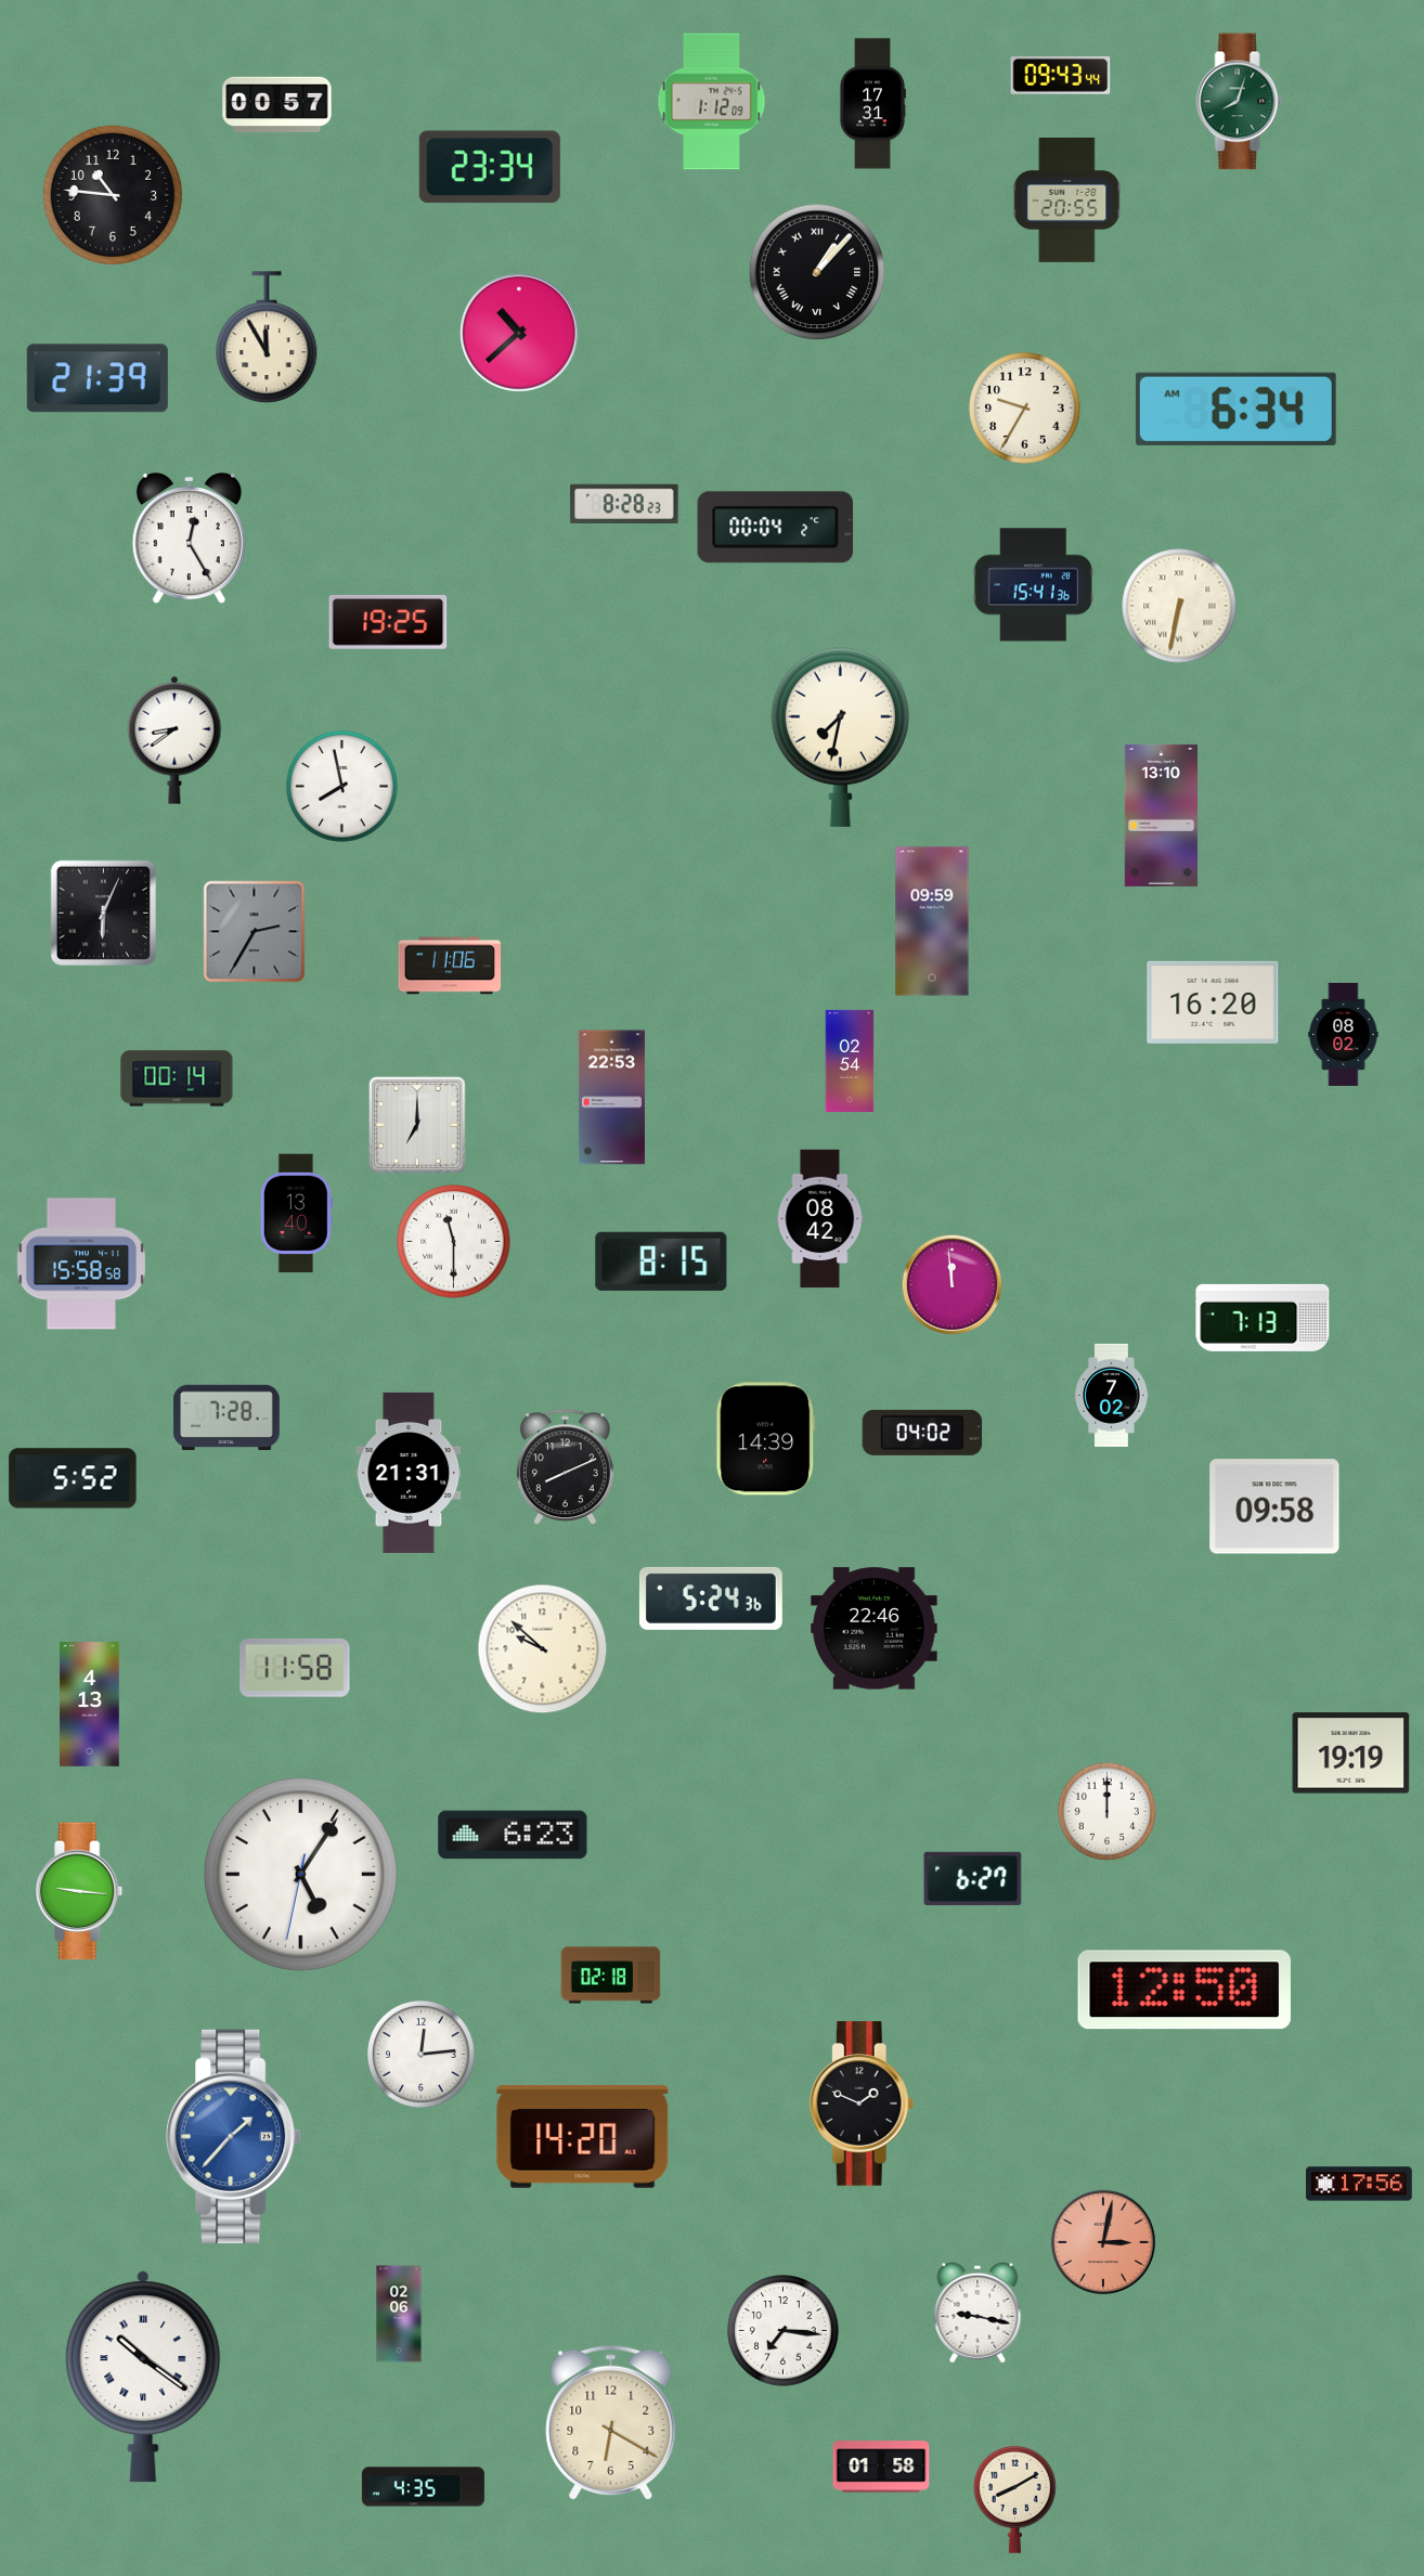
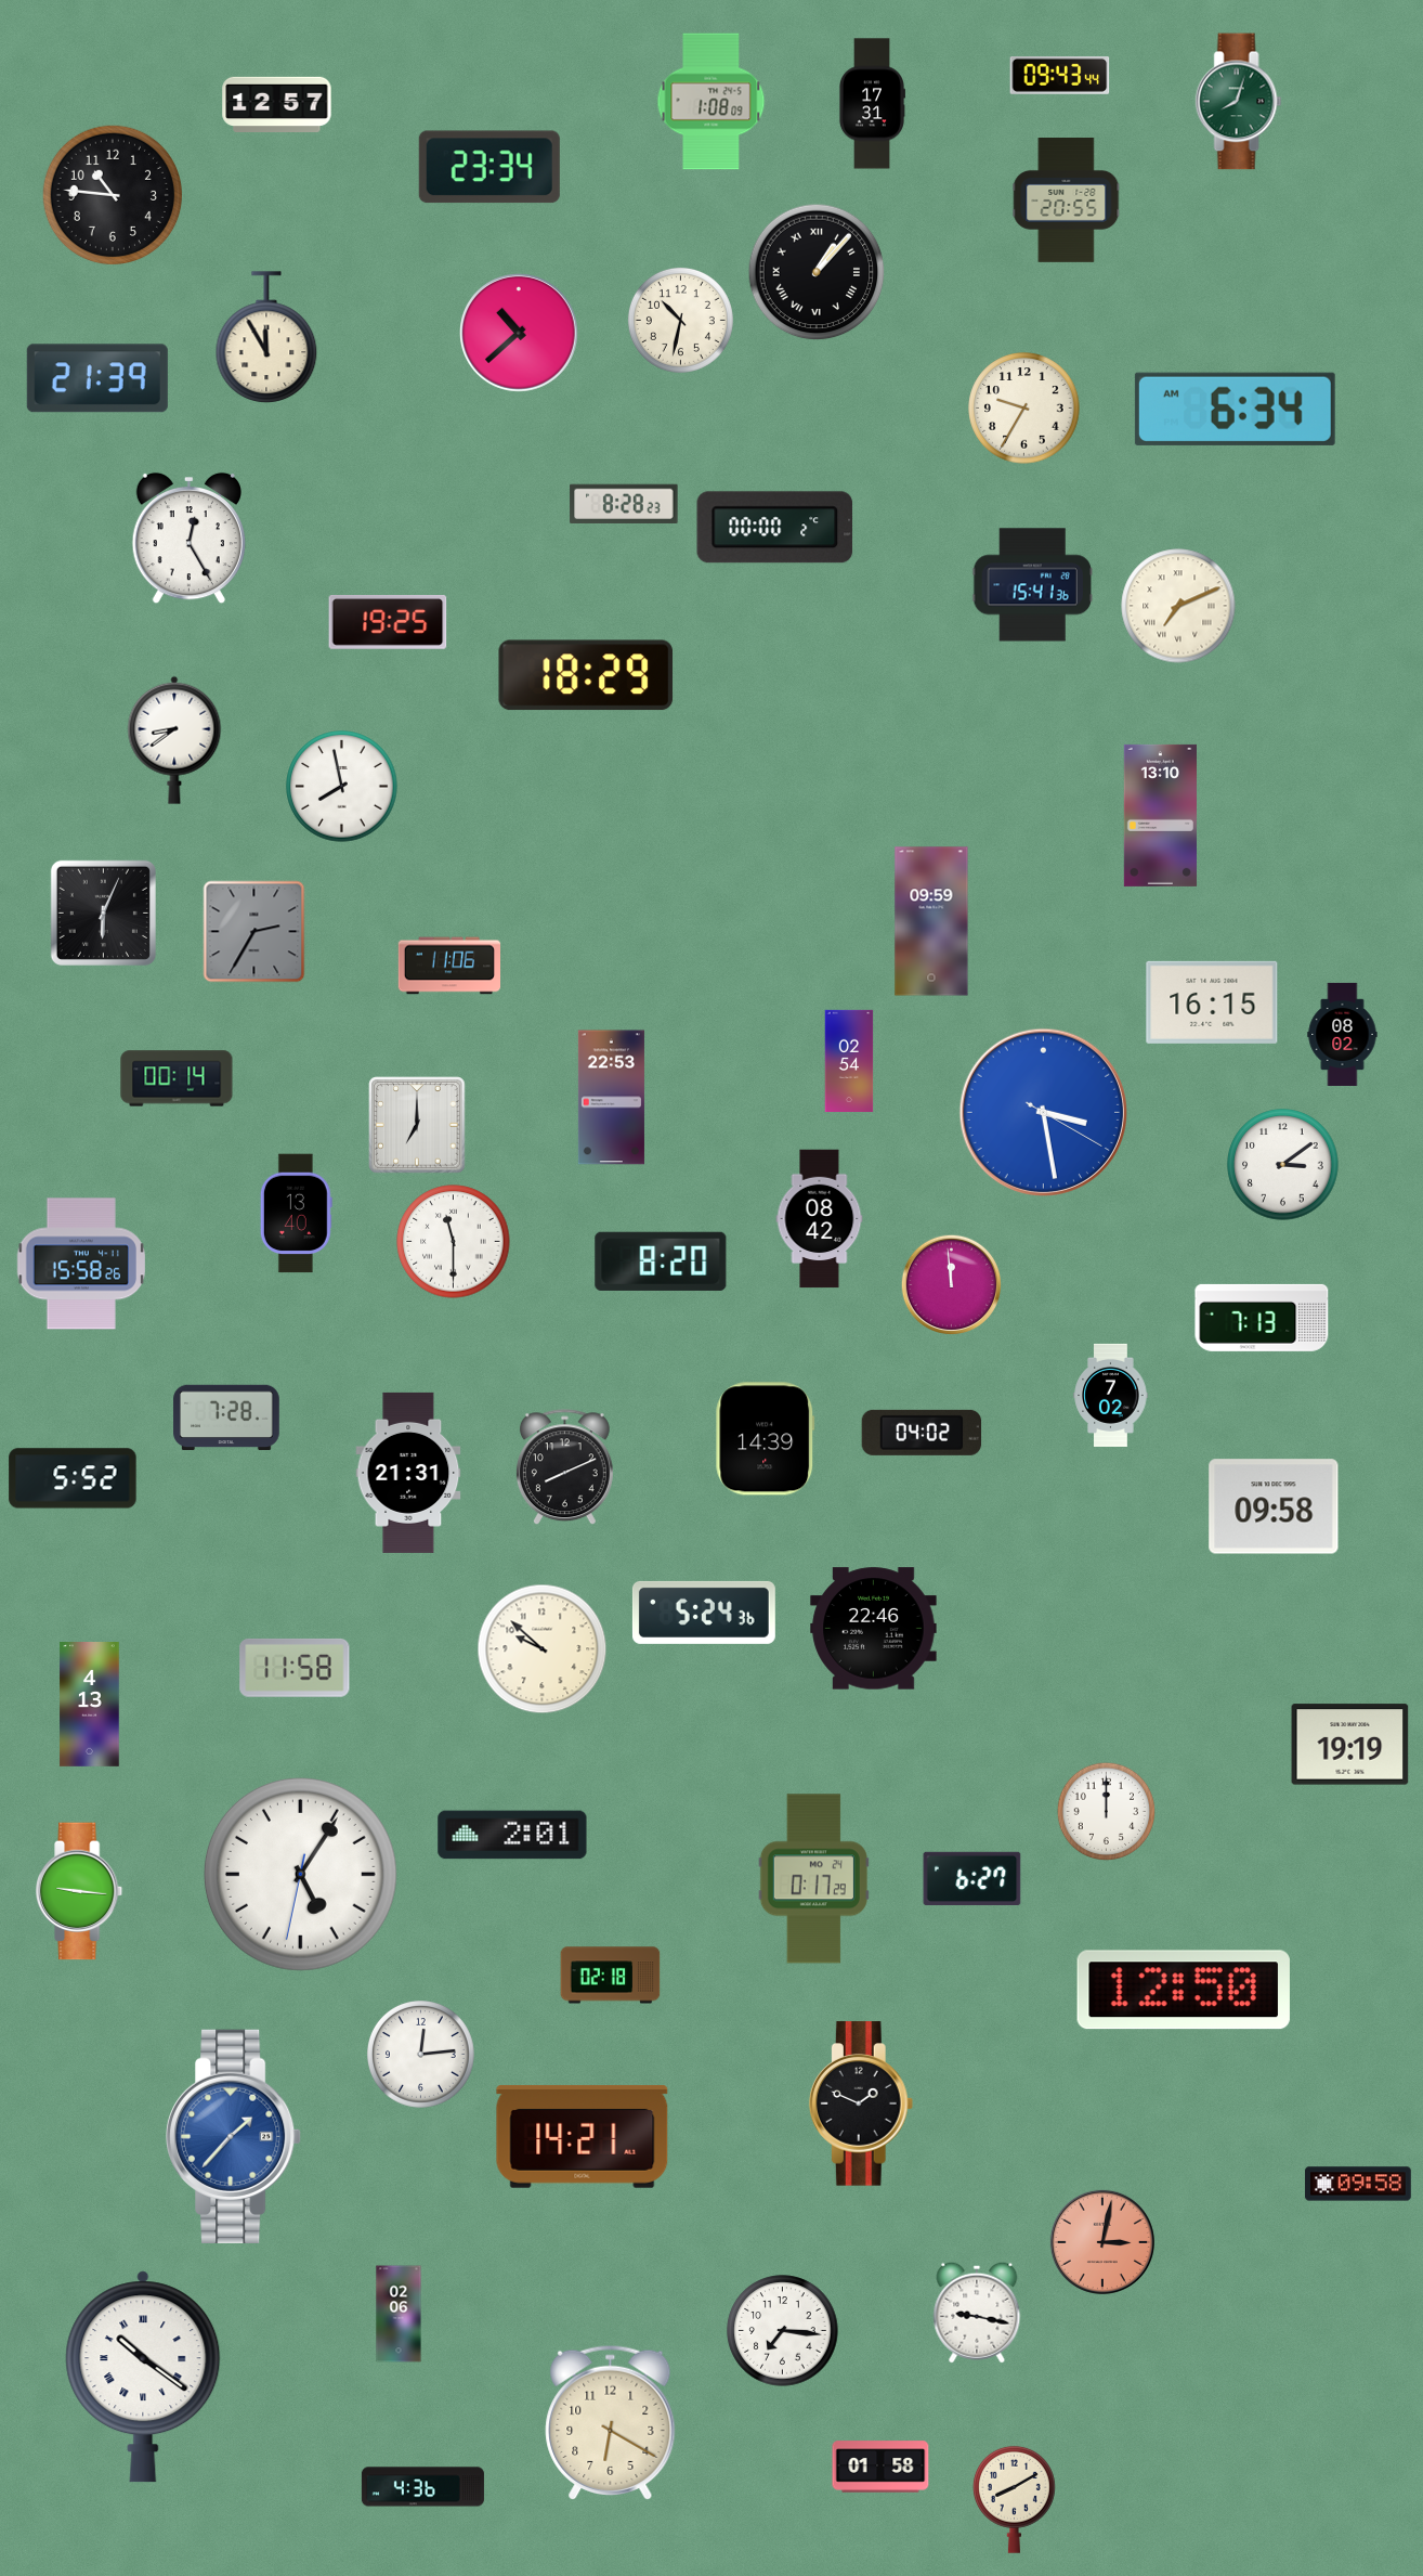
clock at (712, 102): 1:12 -> 1:08
clock at (277, 105): 00:57 -> 12:57
clock at (680, 320): none -> 10:32
clock at (776, 528): 00:04 -> 00:00
clock at (1179, 606): 6:32 -> 7:11
clock at (586, 675): none -> 18:29
clock at (840, 737): 7:32 -> none
clock at (1213, 1002): 16:20 -> 16:15
clock at (1043, 1112): none -> 3:28
clock at (1283, 1165): none -> 3:09
clock at (661, 1261): 8:15 -> 8:20
clock at (81, 1264): 15:58:58 -> 15:58:26
clock at (711, 1598) position: (711, 1598) -> (704, 1613)
clock at (1351, 1753) position: (1351, 1753) -> (1350, 1745)
clock at (513, 1835): 6:23 -> 2:01
clock at (813, 1879): none -> 0:17
clock at (583, 2136): 14:20 -> 14:21
clock at (1359, 2184): 17:56 -> 09:58
clock at (423, 2487): 4:35 -> 4:36
